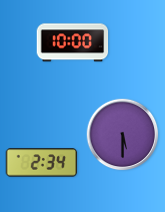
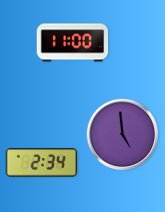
clock at (73, 43): 10:00 -> 11:00
clock at (123, 135): 5:30 -> 4:59
